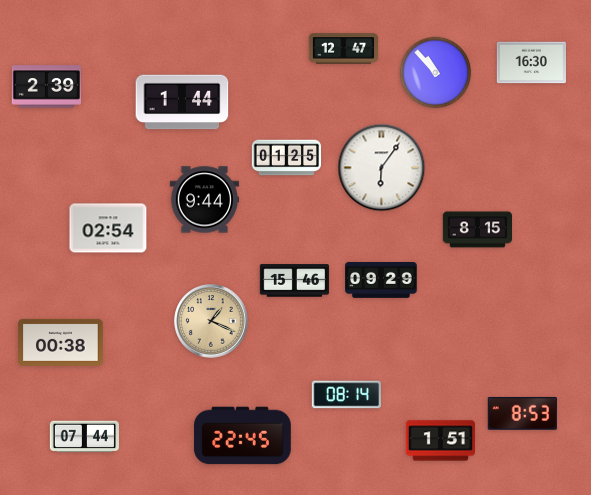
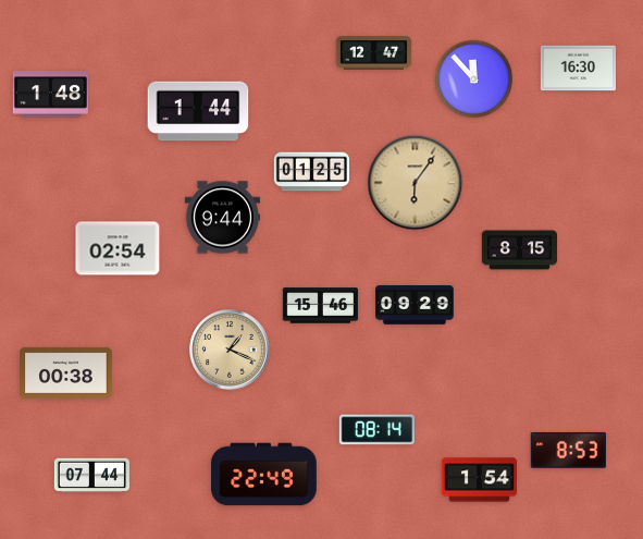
clock at (436, 73): 10:53 -> 11:53
clock at (46, 87): 2:39 -> 1:48
clock at (382, 168) dial: white -> champagne
clock at (243, 436): 22:45 -> 22:49
clock at (441, 441): 1:51 -> 1:54
